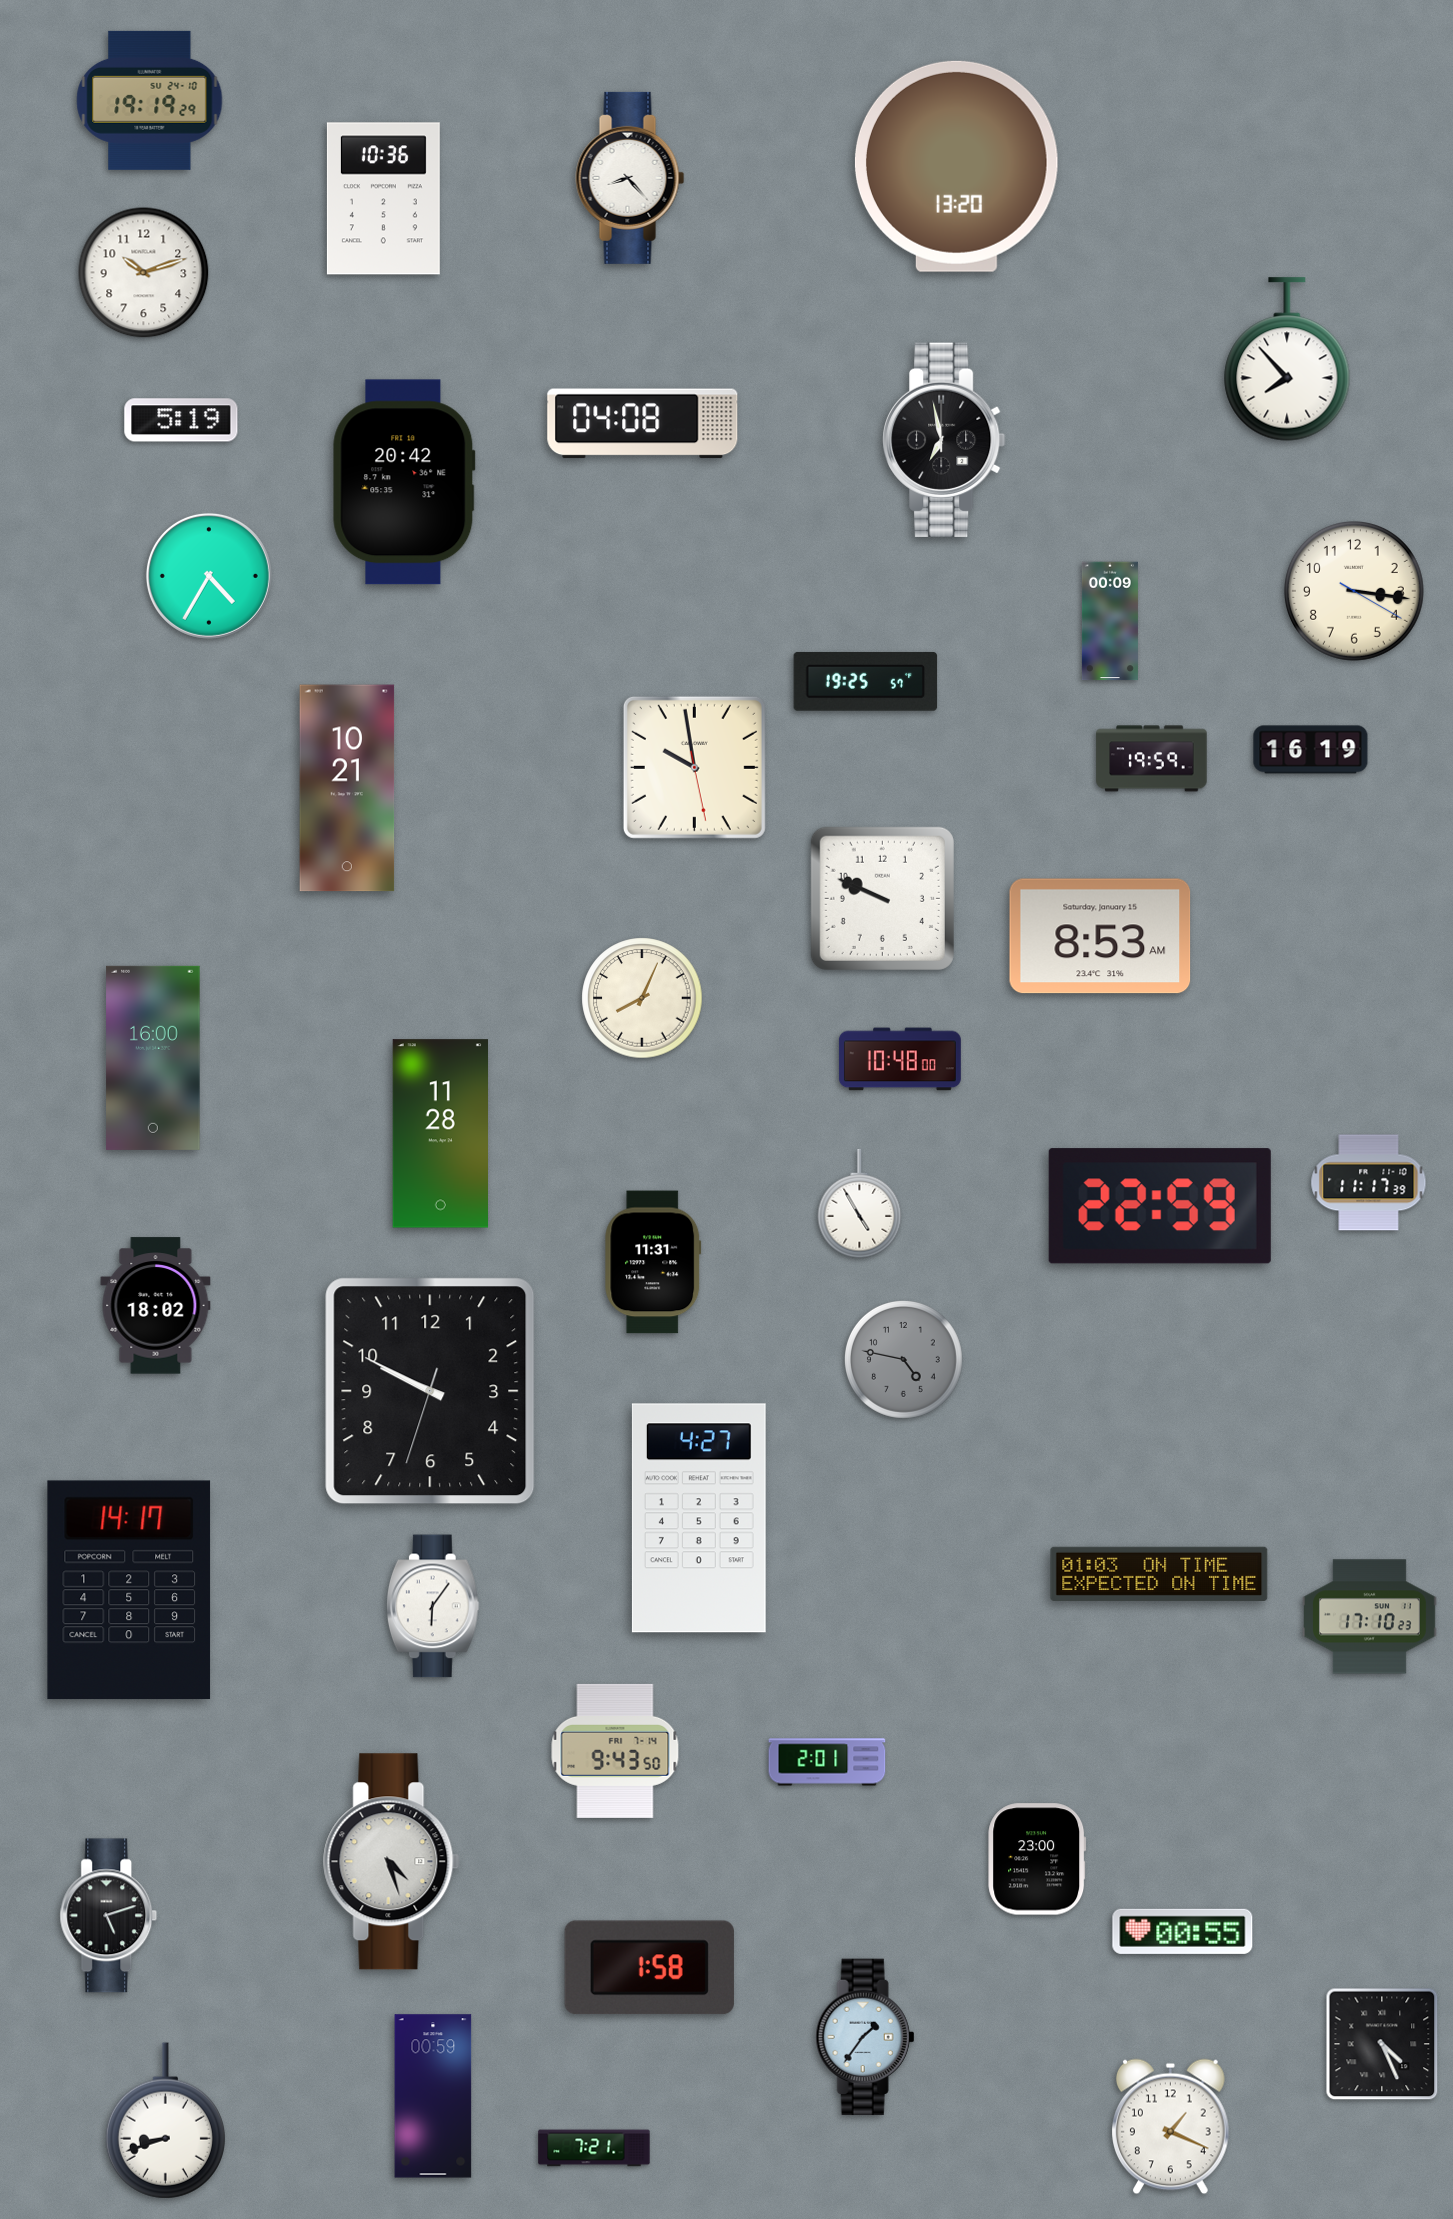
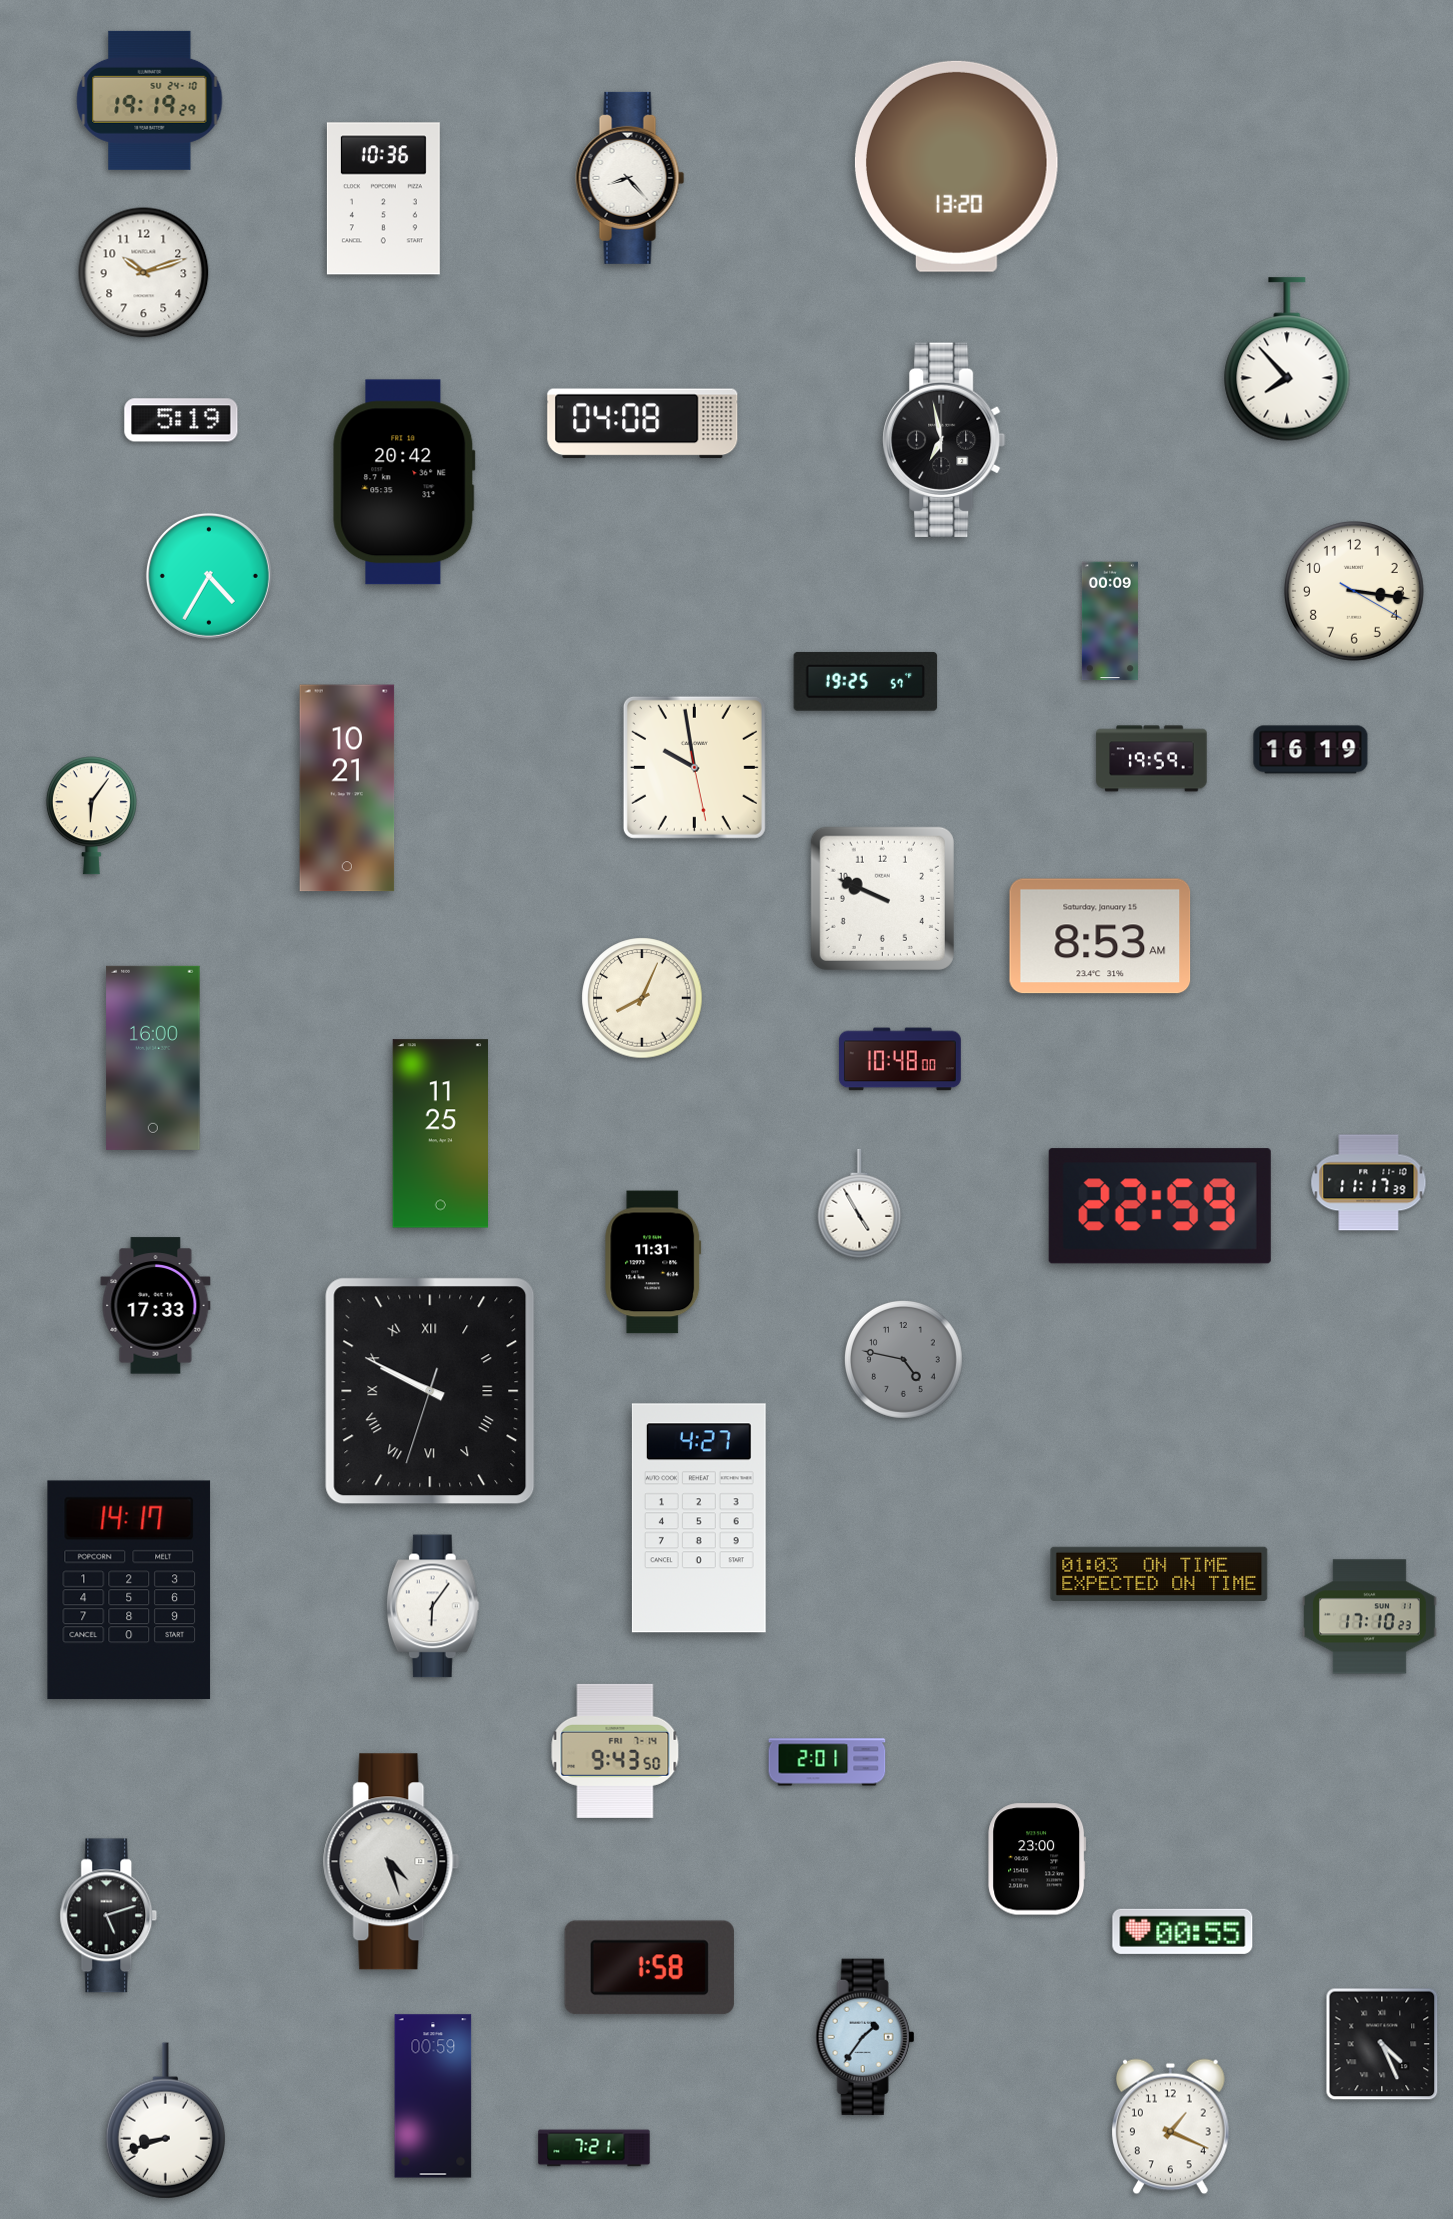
clock at (91, 816): none -> 6:06
clock at (440, 1134): 11:28 -> 11:25
clock at (156, 1306): 18:02 -> 17:33
clock at (430, 1391) numerals: Arabic -> Roman
